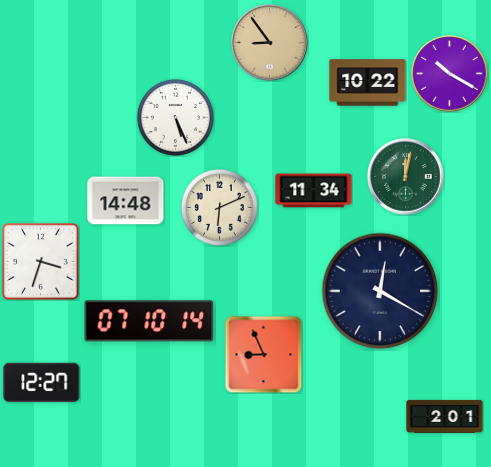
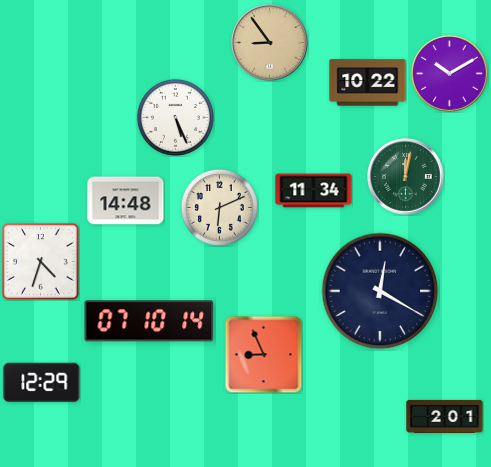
clock at (450, 74): 10:20 -> 10:10
clock at (41, 262): 3:33 -> 4:33
clock at (42, 383): 12:27 -> 12:29
